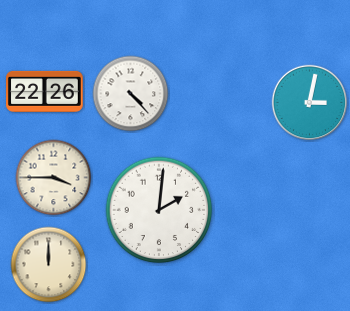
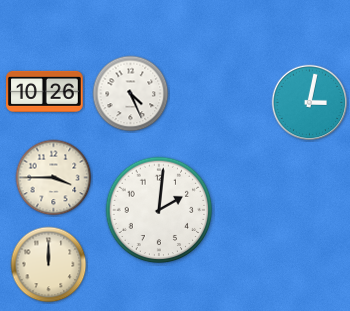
clock at (45, 91): 22:26 -> 10:26
clock at (131, 94): 4:23 -> 4:26
